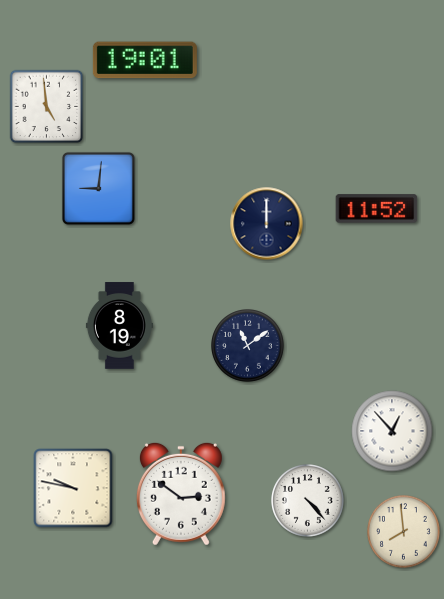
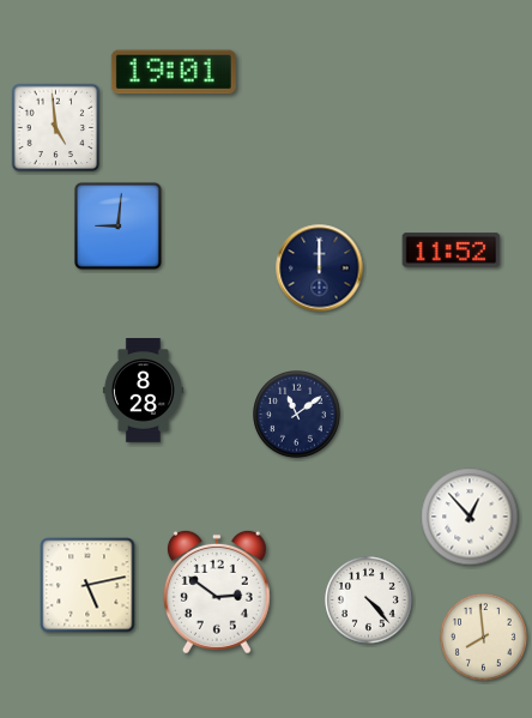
clock at (119, 326): 8:19 -> 8:28
clock at (73, 488): 9:47 -> 5:13
